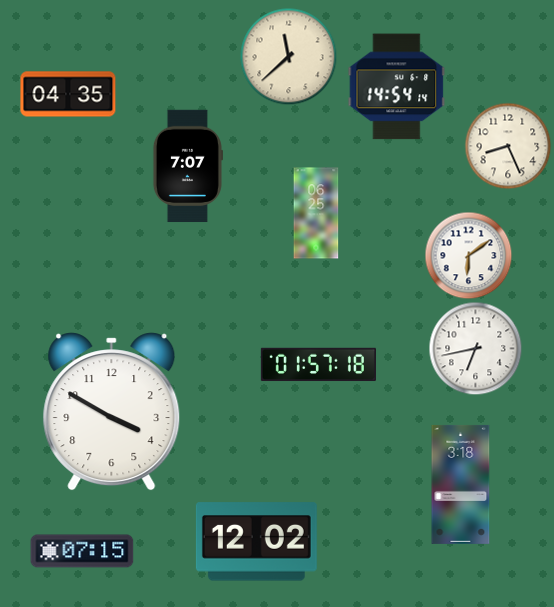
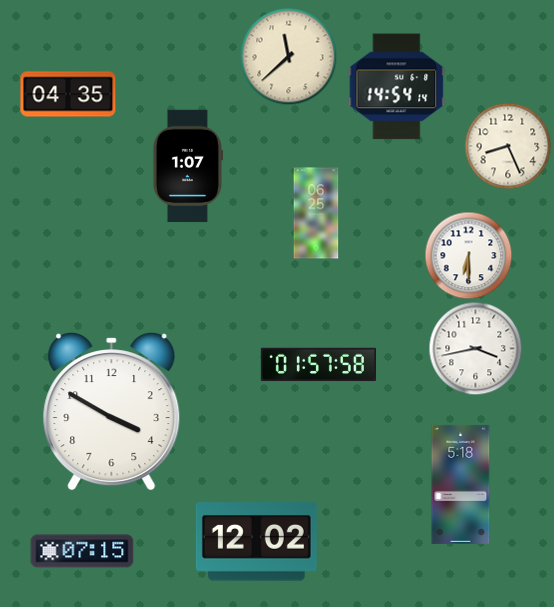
clock at (187, 166): 7:07 -> 1:07
clock at (468, 255): 6:09 -> 6:30
clock at (475, 348): 6:43 -> 3:43
clock at (318, 365): 01:57:18 -> 01:57:58
clock at (461, 484): 3:18 -> 5:18
